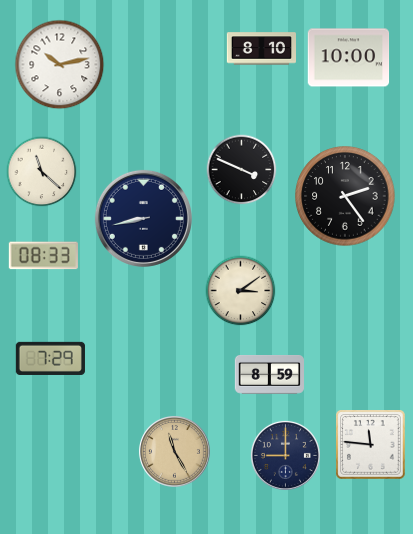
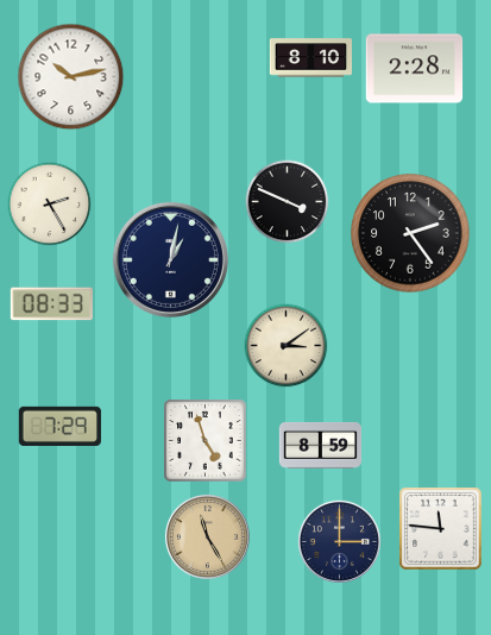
clock at (349, 58): 10:00 -> 2:28
clock at (42, 172): 11:22 -> 2:25
clock at (143, 218): 8:43 -> 1:02
clock at (206, 441): none -> 4:57
clock at (285, 455): 9:00 -> 3:00
